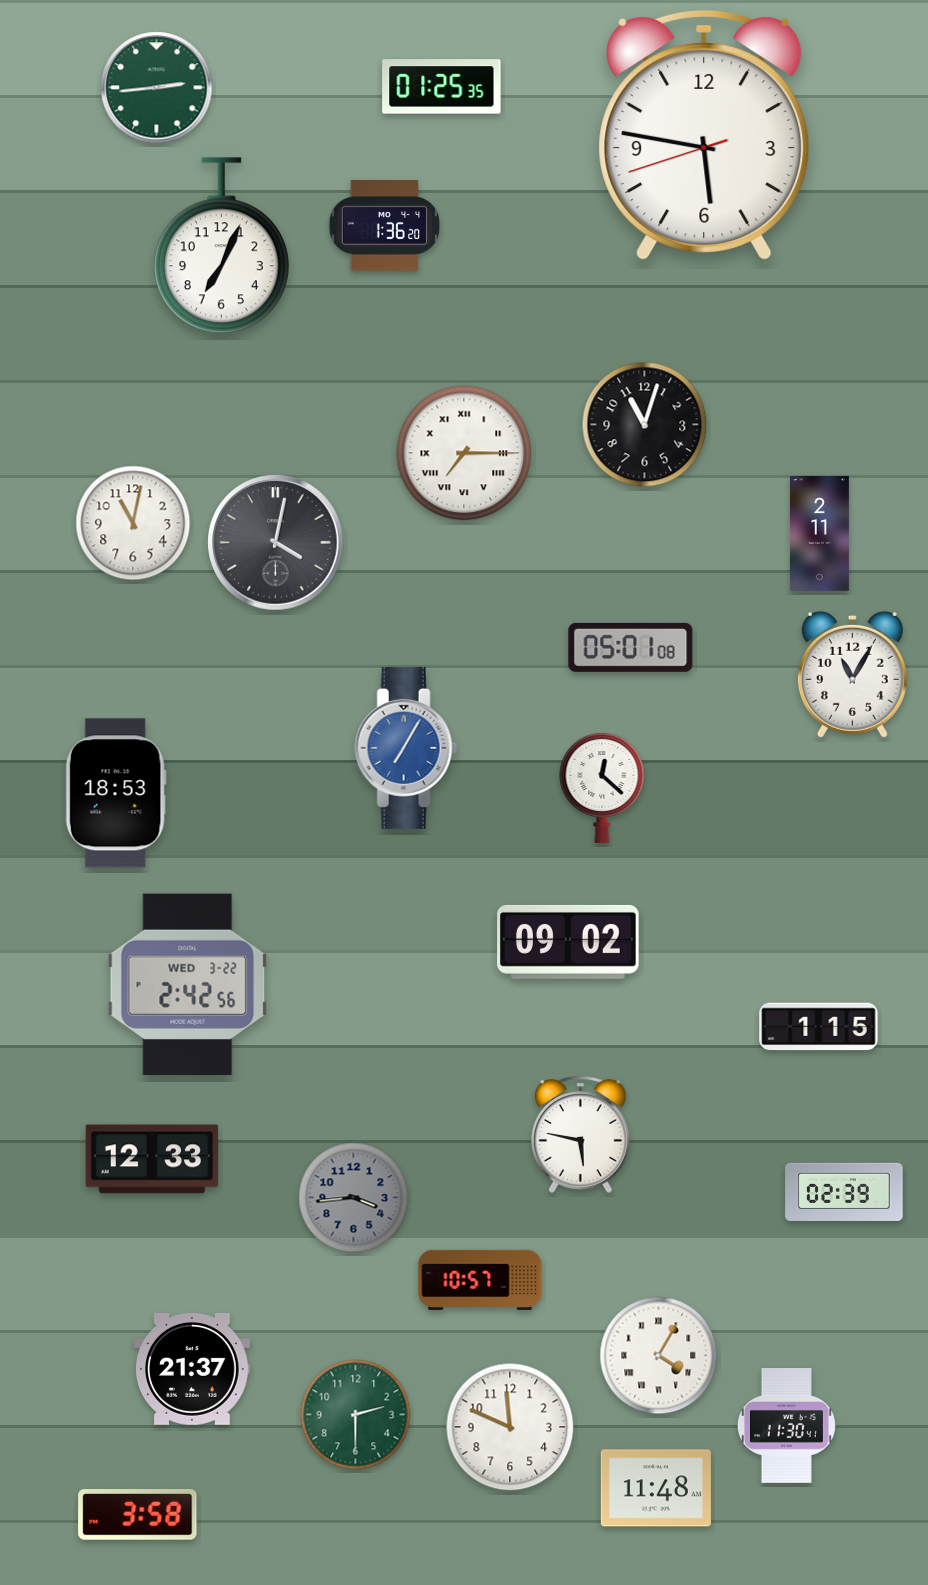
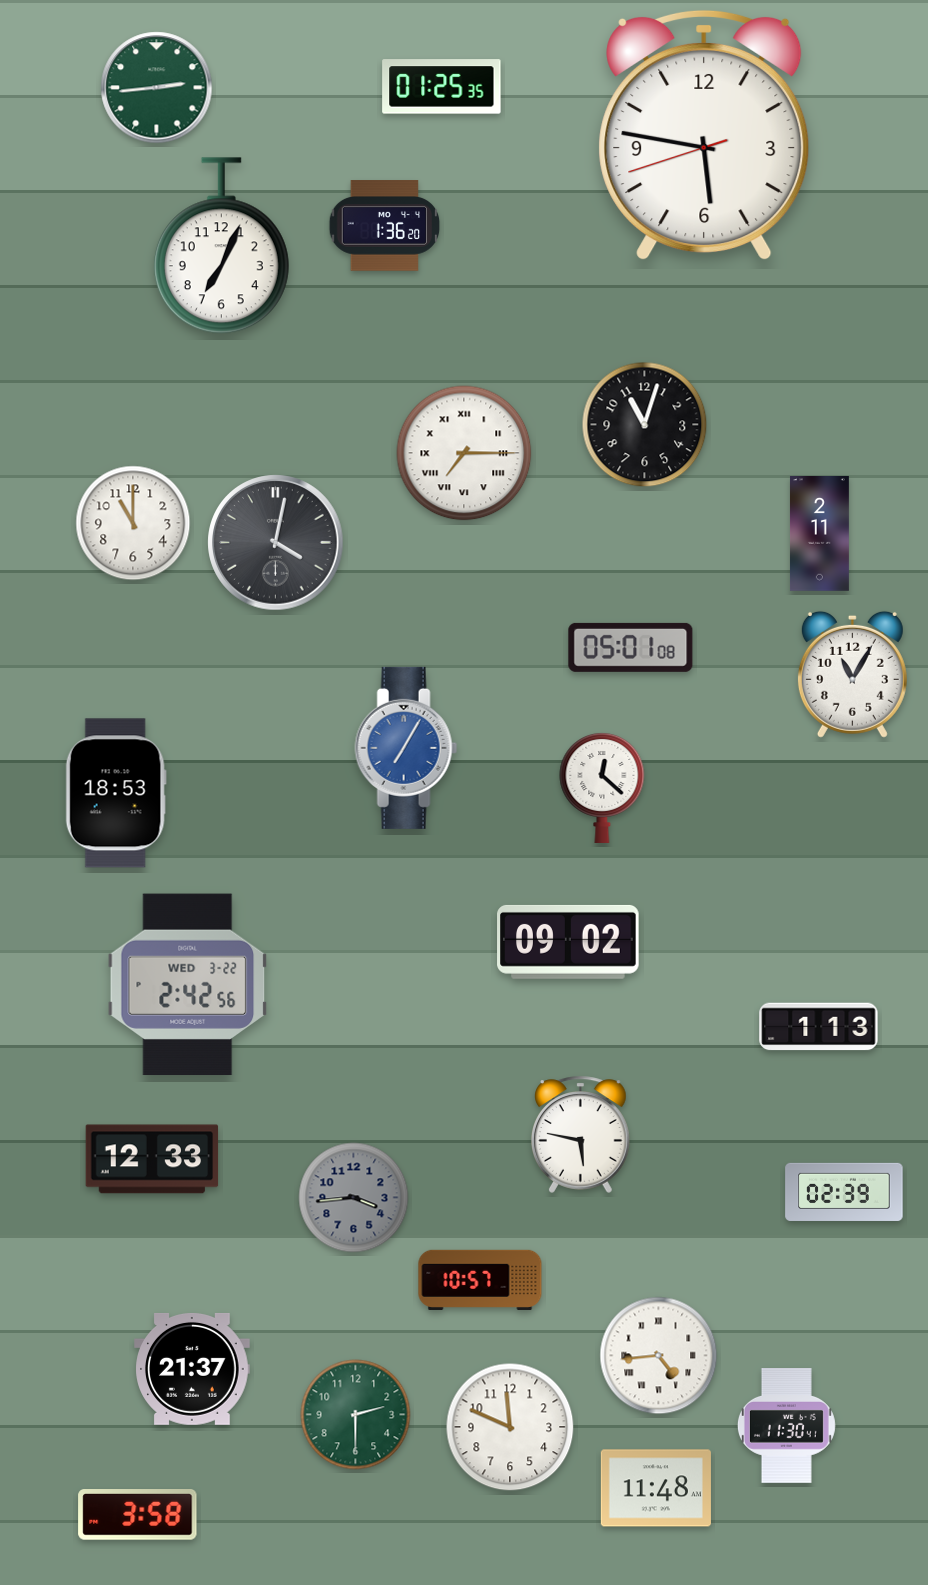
clock at (133, 523): 11:02 -> 11:00
clock at (819, 1027): 1:15 -> 1:13
clock at (659, 1356): 4:05 -> 4:44
